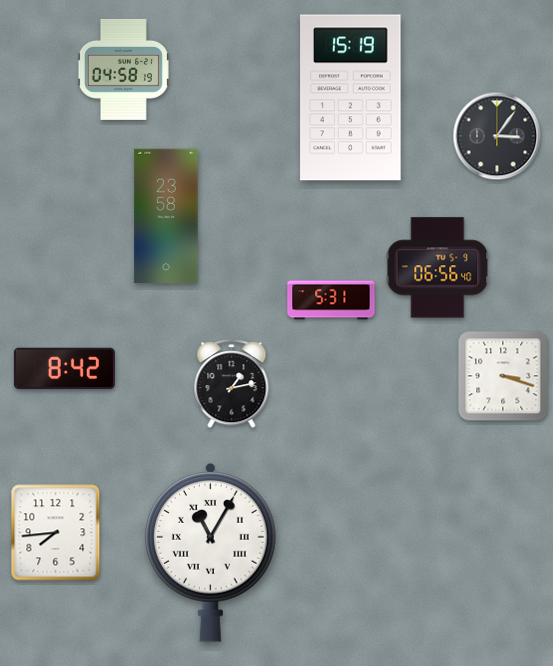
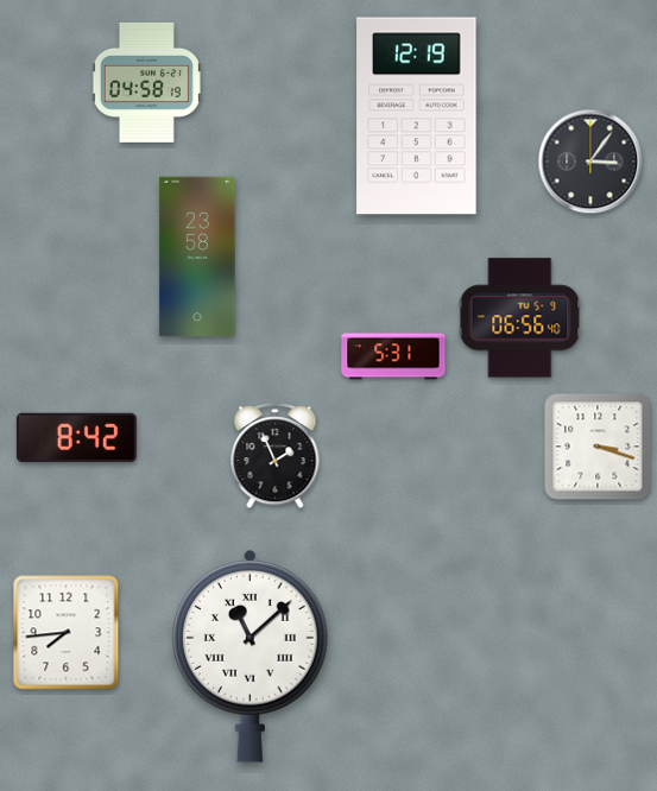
clock at (351, 98): 15:19 -> 12:19
clock at (232, 384): 1:13 -> 1:56
clock at (211, 553): 11:05 -> 11:08
